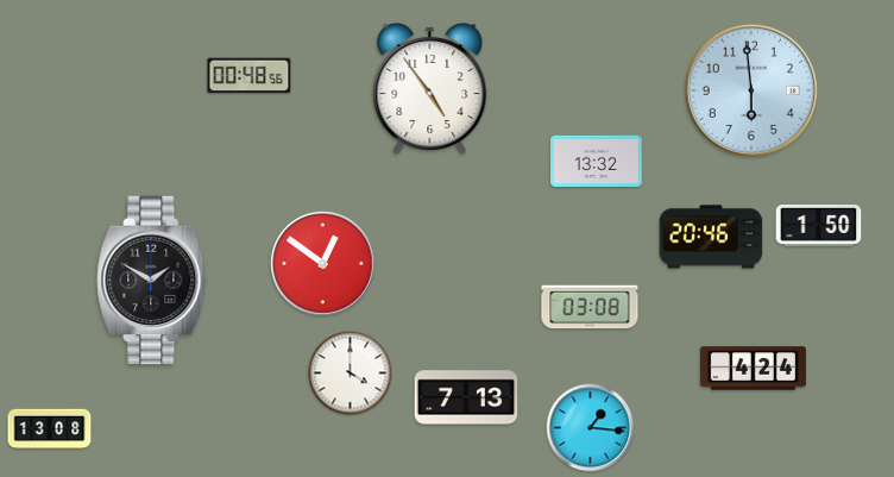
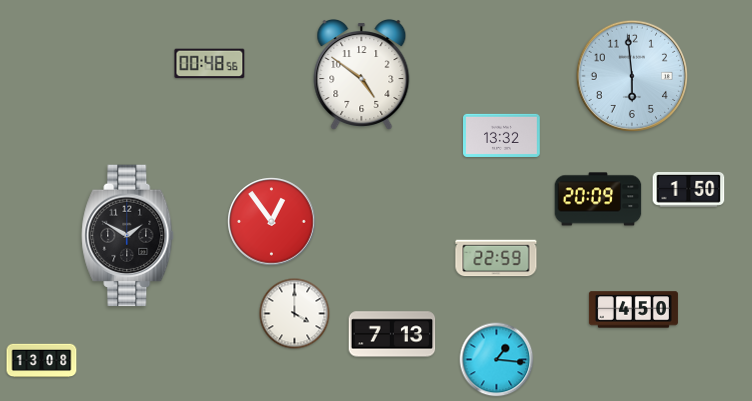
clock at (430, 89): 4:54 -> 4:51
clock at (711, 237): 20:46 -> 20:09
clock at (323, 264): 12:51 -> 12:54
clock at (590, 307): 03:08 -> 22:59
clock at (753, 369): 4:24 -> 4:50
